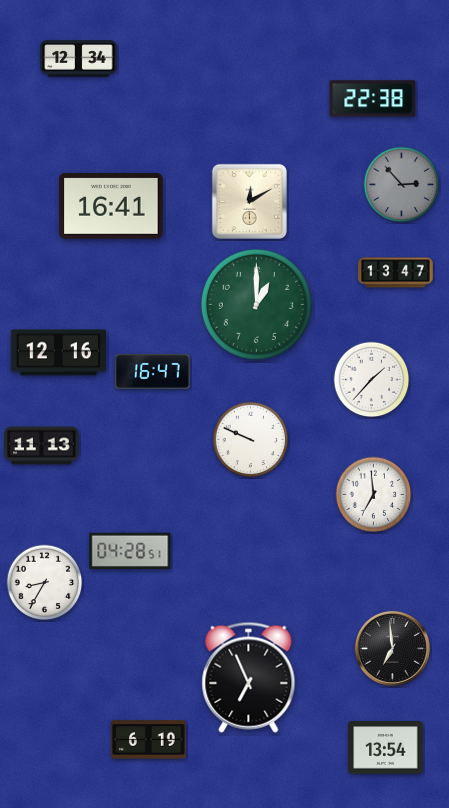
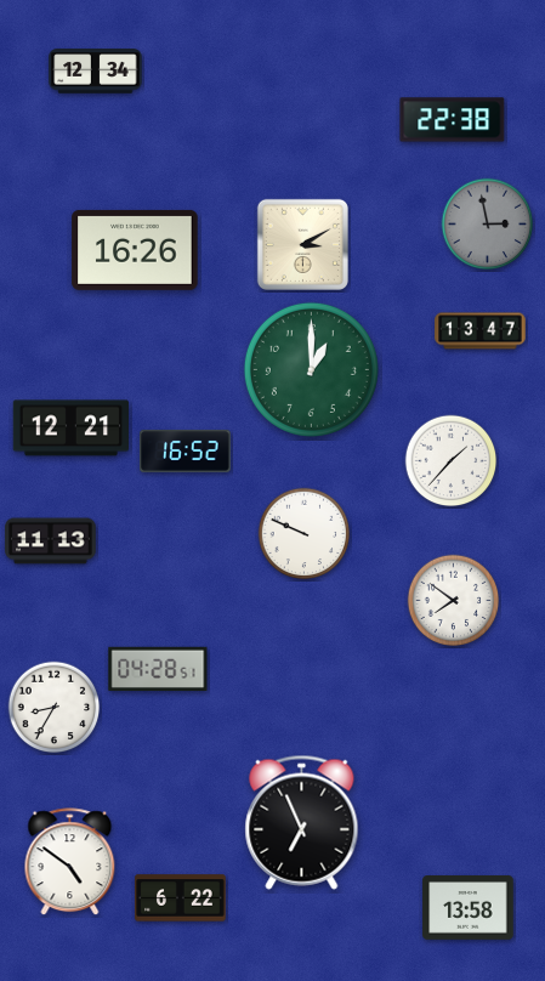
clock at (402, 185): 2:53 -> 2:58
clock at (249, 201): 12:10 -> 3:10
clock at (111, 206): 16:41 -> 16:26
clock at (58, 353): 12:16 -> 12:21
clock at (153, 372): 16:47 -> 16:52
clock at (374, 495): 6:59 -> 7:51
clock at (392, 648): 6:59 -> none
clock at (70, 862): none -> 4:51
clock at (149, 740): 6:19 -> 6:22
clock at (386, 748): 13:54 -> 13:58
